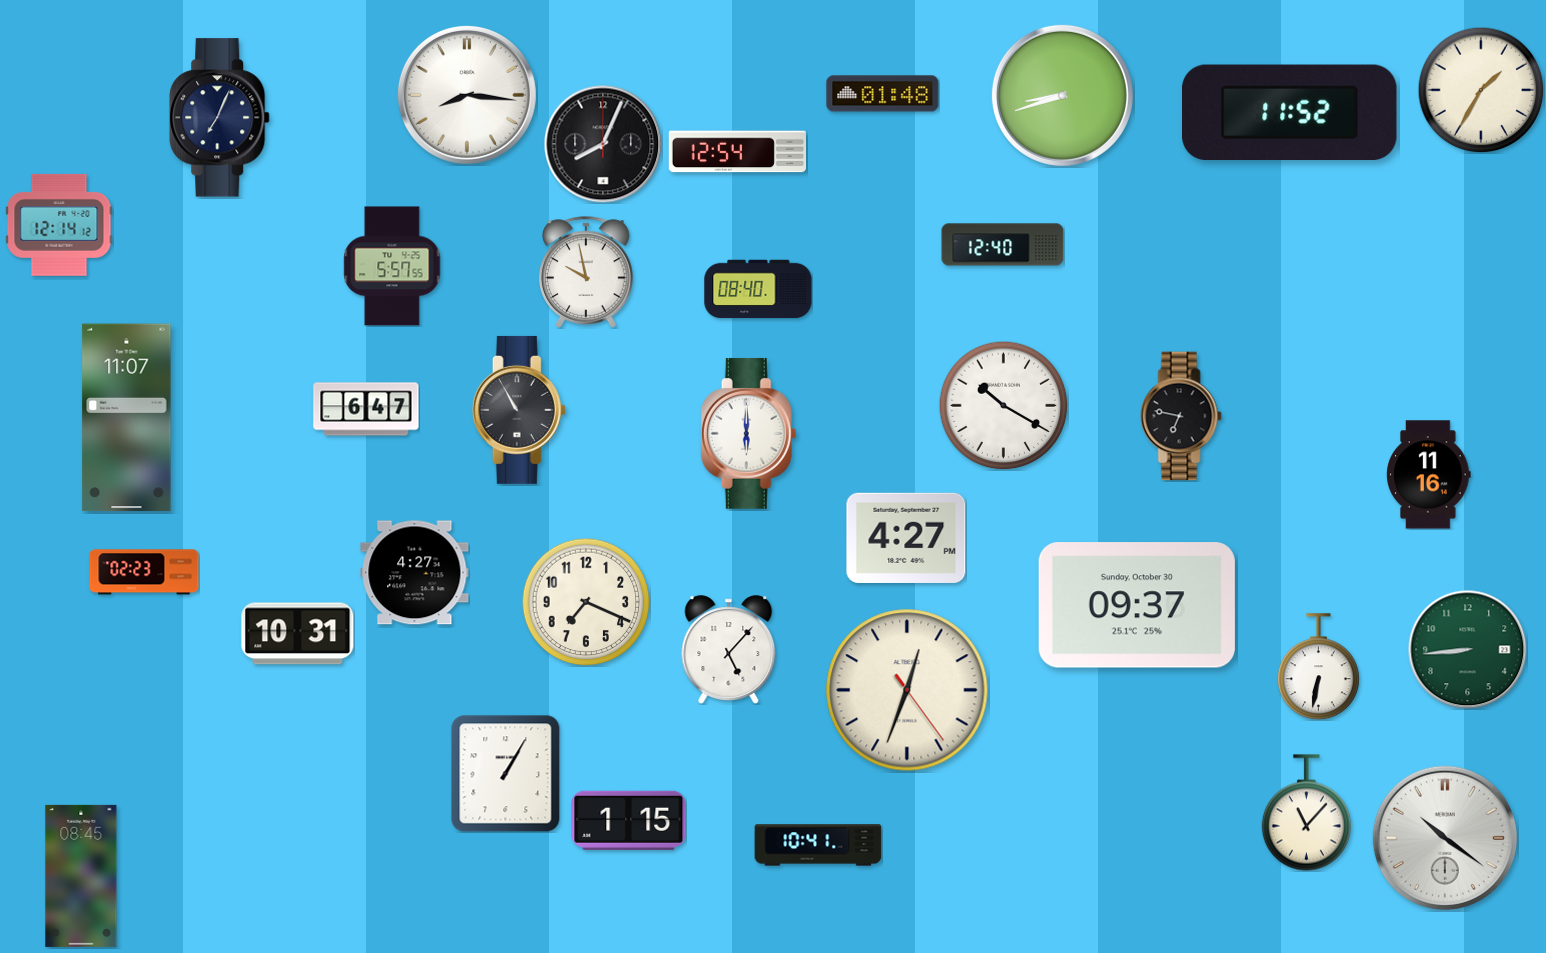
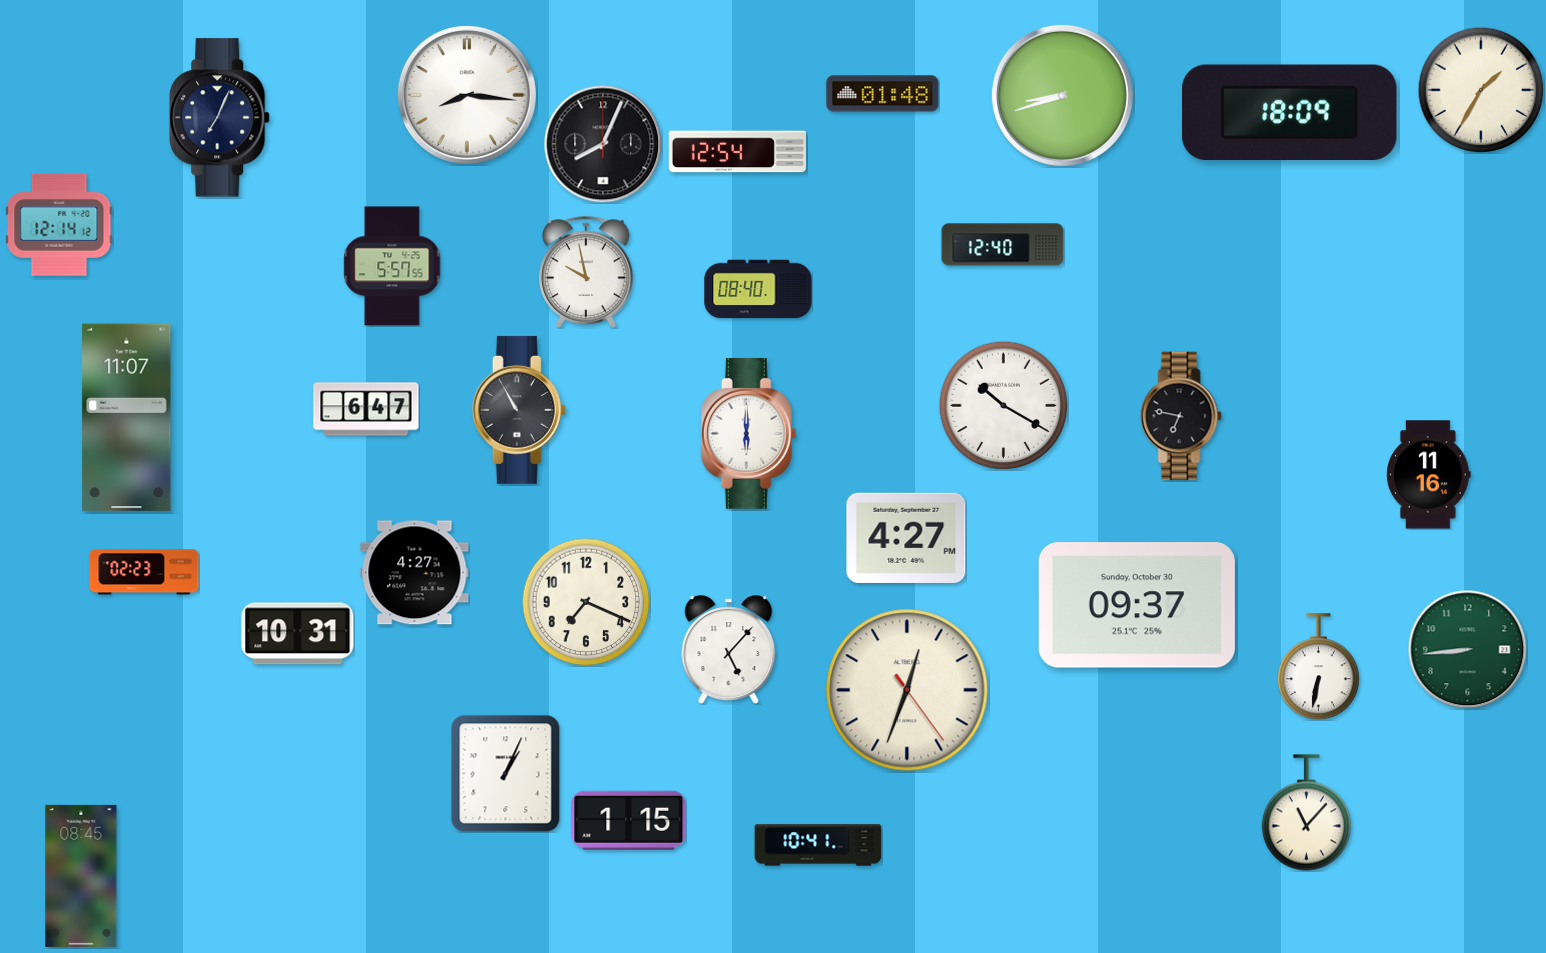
clock at (1290, 113): 11:52 -> 18:09
clock at (506, 774): 1:05 -> 1:04
clock at (1445, 838): 10:21 -> none
